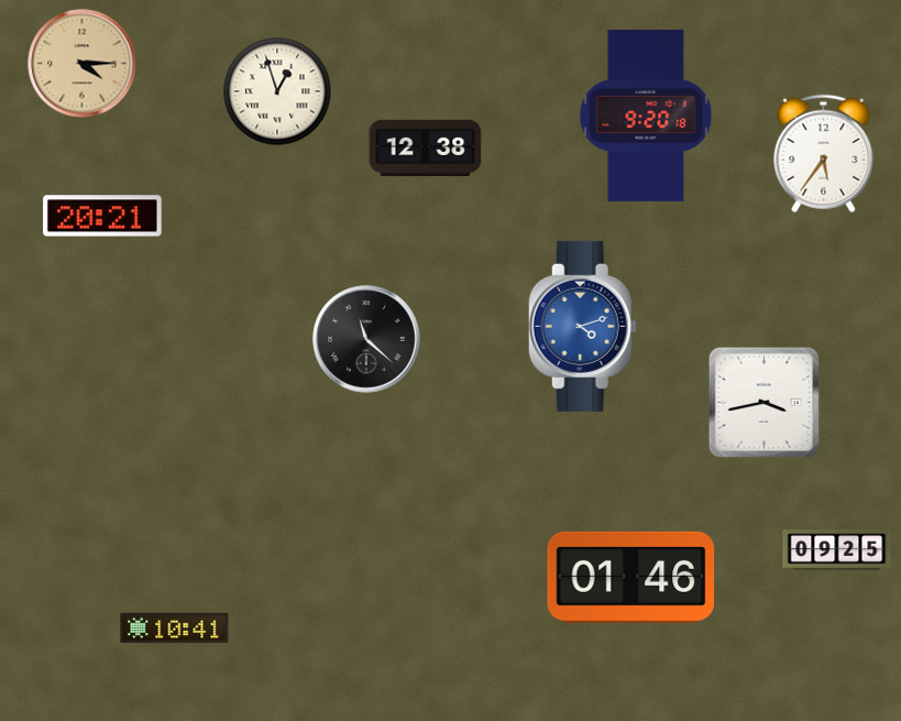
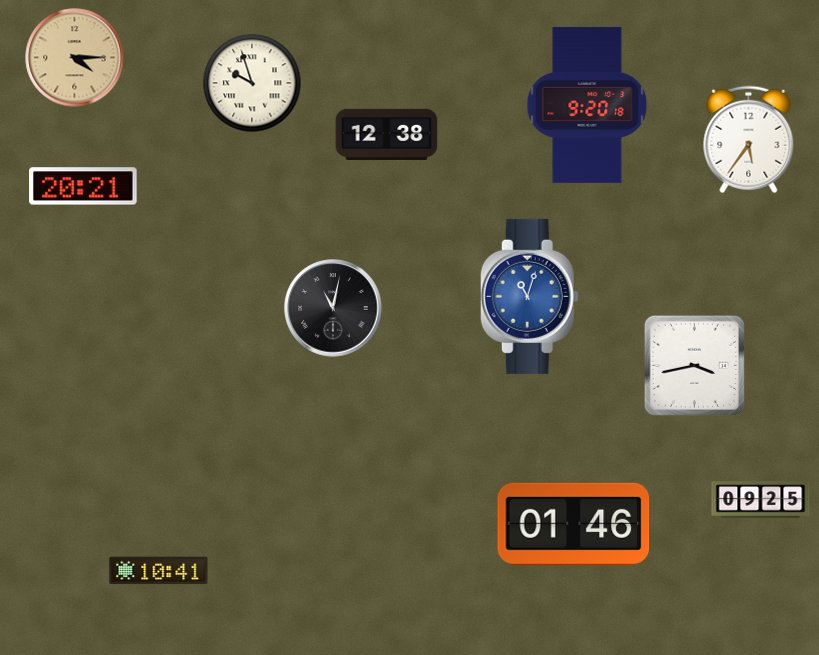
clock at (277, 91): 12:57 -> 9:57
clock at (102, 216) position: (102, 216) -> (83, 186)
clock at (582, 326): 4:12 -> 11:03
clock at (366, 339): 11:22 -> 11:02
